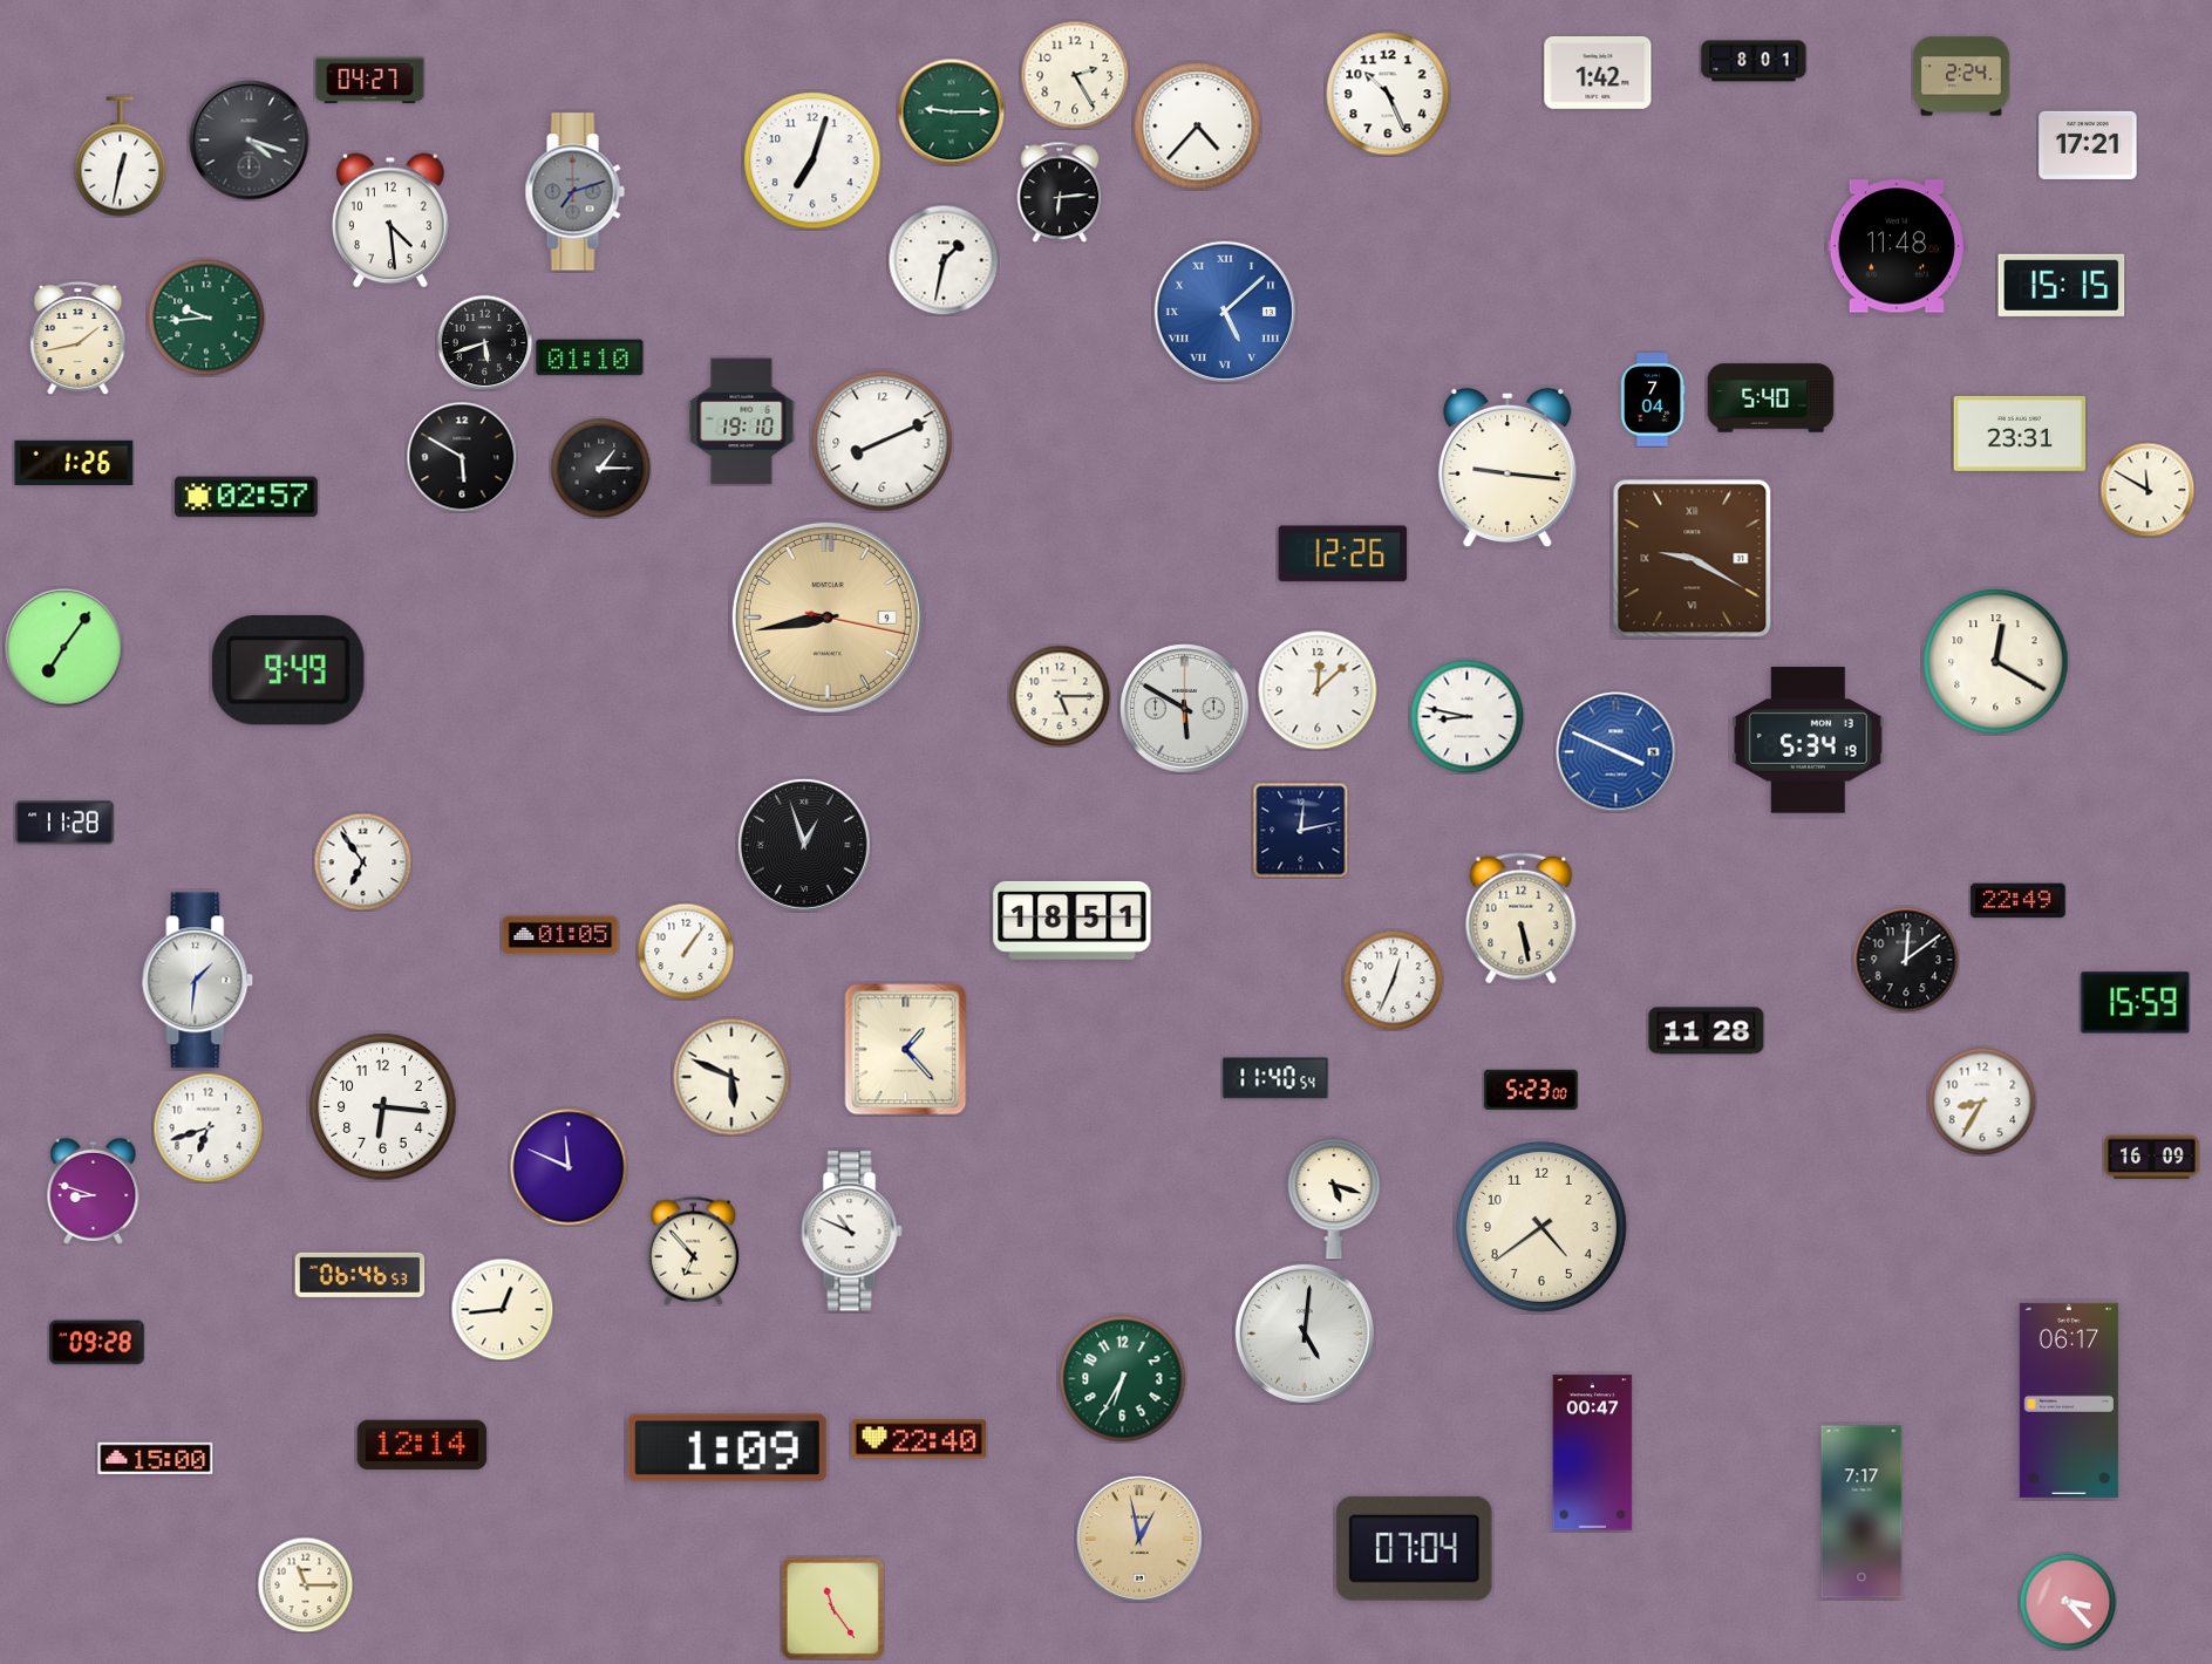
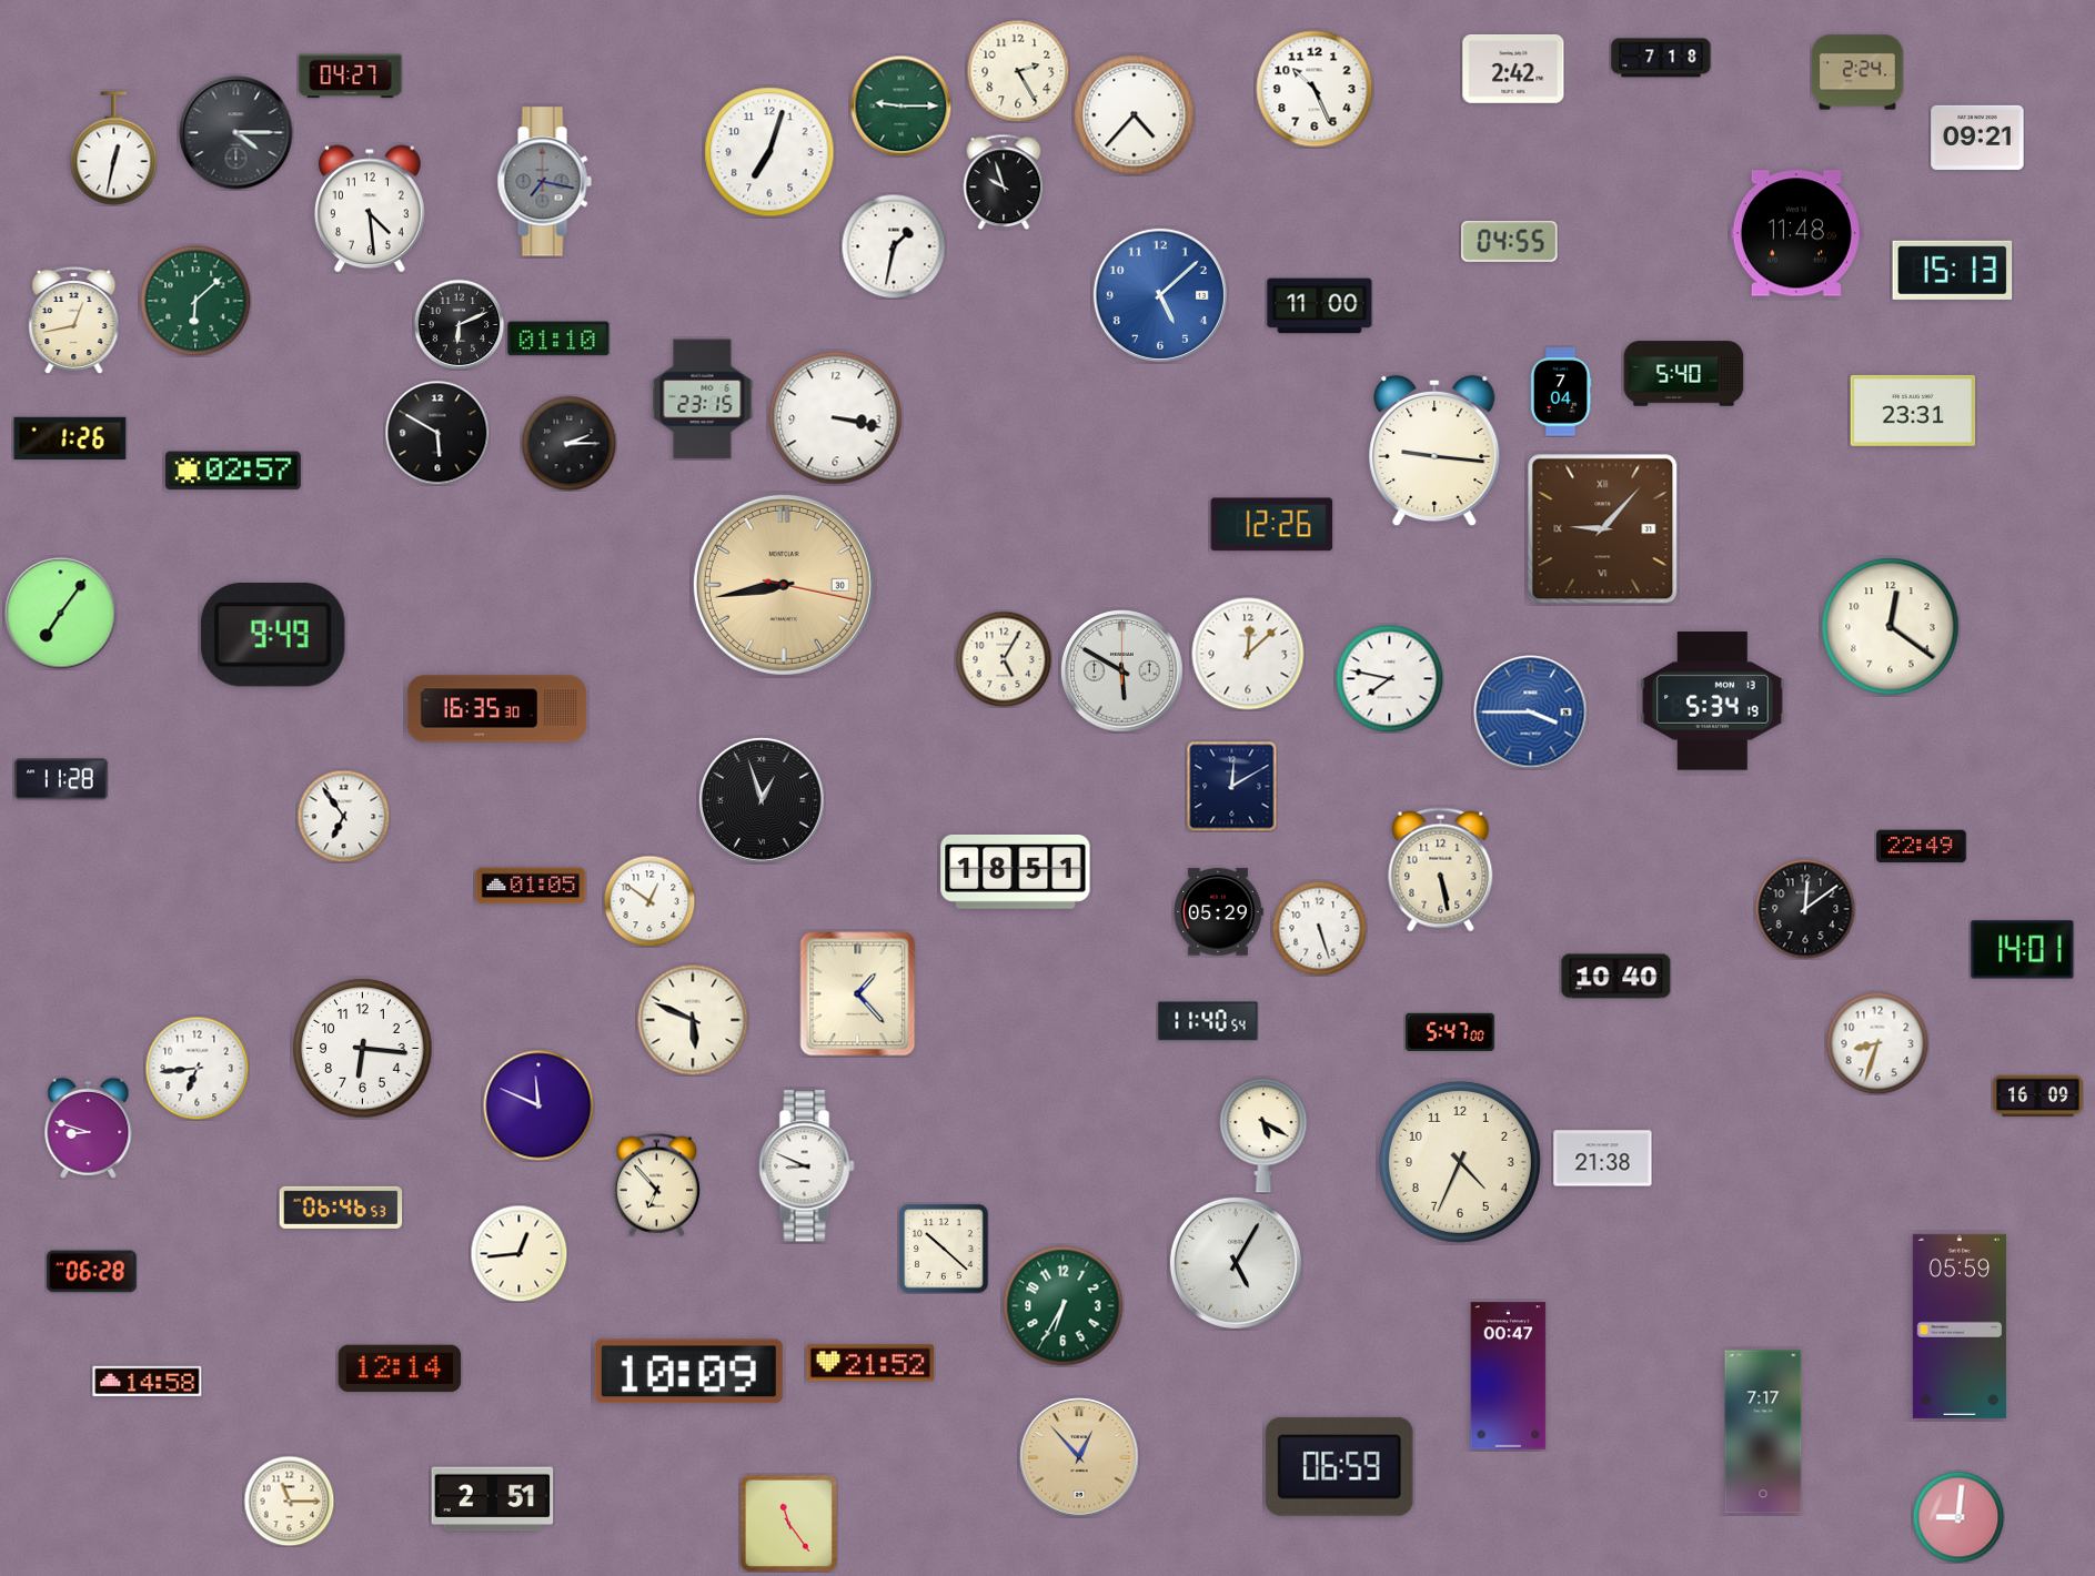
clock at (1754, 61): 8:01 -> 7:18
clock at (1598, 74): 1:42 -> 2:42
clock at (1198, 127) position: (1198, 127) -> (1135, 115)
clock at (250, 141): 4:18 -> 4:15
clock at (2088, 145): 17:21 -> 09:21
clock at (574, 192): 7:12 -> 7:17
clock at (1060, 192): 6:14 -> 9:57
clock at (1510, 242): none -> 04:55
clock at (2062, 285): 15:15 -> 15:13
clock at (1225, 312) numerals: Roman -> Arabic
clock at (206, 318): 9:44 -> 6:08
clock at (1320, 306): none -> 11:00
clock at (79, 337): 1:43 -> 12:43
clock at (484, 342): 5:42 -> 6:11
clock at (1771, 398) position: (1771, 398) -> (1684, 374)
clock at (1653, 400) position: (1653, 400) -> (1561, 392)
clock at (742, 422): 19:10 -> 23:15
clock at (883, 442): 8:11 -> 3:17
clock at (600, 468): 1:15 -> 2:15
clock at (1507, 468) position: (1507, 468) -> (1434, 451)
clock at (2148, 490): 11:50 -> none
clock at (1693, 559): 9:20 -> 9:07
clock at (828, 618) date: 9 -> 30
clock at (1996, 662): 12:20 -> 12:21
clock at (1060, 696): 5:15 -> 5:05
clock at (1466, 716): 8:47 -> 7:47
clock at (497, 709): none -> 16:35
clock at (1617, 752): 3:49 -> 3:45
clock at (1300, 830): 12:13 -> 12:10
clock at (2019, 901) position: (2019, 901) -> (1922, 847)
clock at (686, 952): 1:06 -> 12:51
clock at (1218, 912): none -> 05:29
clock at (1393, 980): 12:34 -> 5:27
clock at (198, 981): 1:31 -> none
clock at (2136, 1003): 15:59 -> 14:01
clock at (1707, 1031): 11:28 -> 10:40
clock at (1531, 1090): 5:23 -> 5:47
clock at (1982, 1102): 8:35 -> 8:33
clock at (207, 1127): 6:42 -> 6:44
clock at (1334, 1199): 5:18 -> 5:20
clock at (1603, 1159): none -> 21:38
clock at (1541, 1227): 4:39 -> 4:34
clock at (852, 1232): 10:49 -> 8:49
clock at (502, 1309) position: (502, 1309) -> (518, 1253)
clock at (944, 1249): none -> 10:22
clock at (1305, 1334): 5:01 -> 5:05
clock at (97, 1343): 09:28 -> 06:28
clock at (2069, 1400): 06:17 -> 05:59
clock at (918, 1439): 22:40 -> 21:52
clock at (727, 1448): 1:09 -> 10:09
clock at (156, 1458): 15:00 -> 14:58
clock at (1139, 1539): 12:58 -> 12:53
clock at (1415, 1548): 07:04 -> 06:59
clock at (493, 1499): none -> 2:51
clock at (2068, 1602): 3:23 -> 9:01
